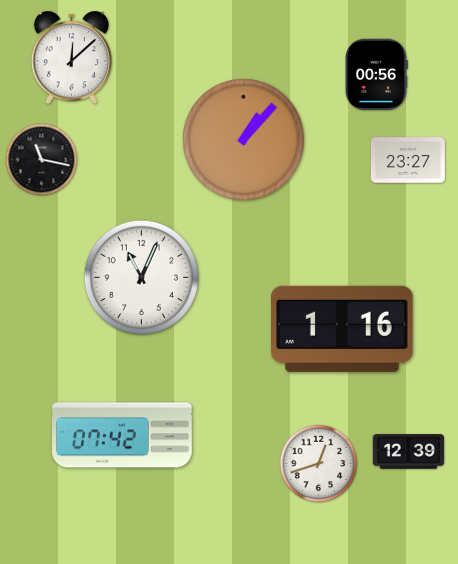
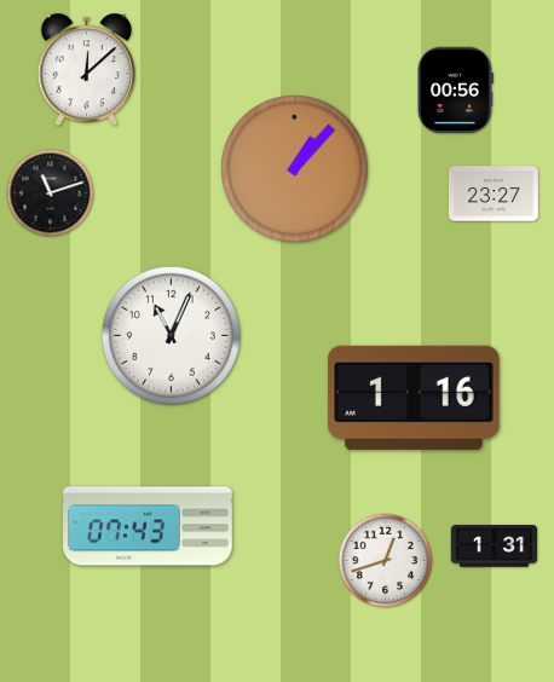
clock at (42, 160): 11:17 -> 11:12
clock at (123, 435): 07:42 -> 07:43
clock at (409, 452): 12:39 -> 1:31
